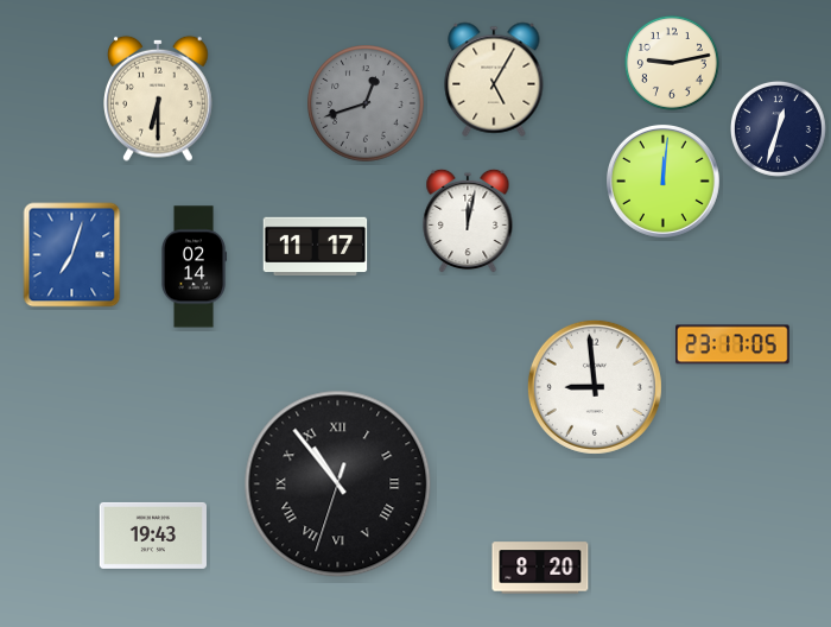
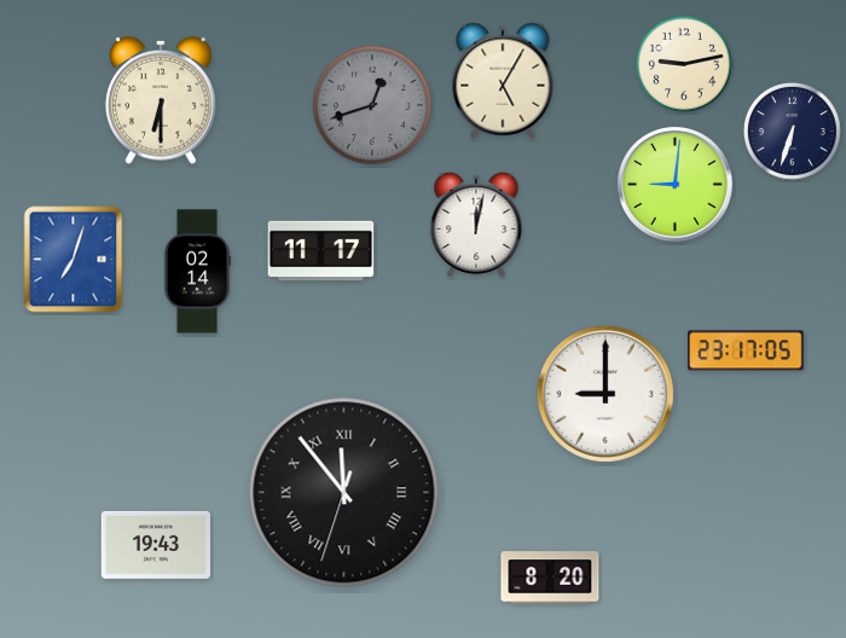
clock at (778, 128): 12:33 -> 6:33
clock at (662, 180): 12:01 -> 9:01
clock at (595, 387): 8:59 -> 9:00
clock at (338, 484): 10:53 -> 11:53
